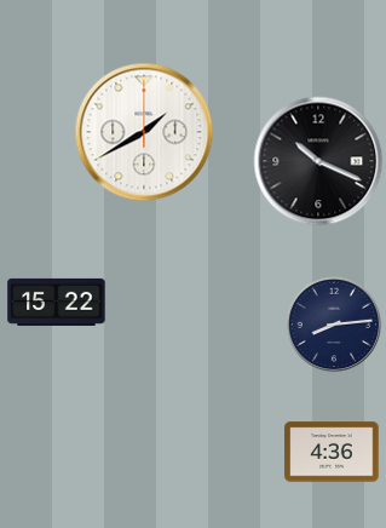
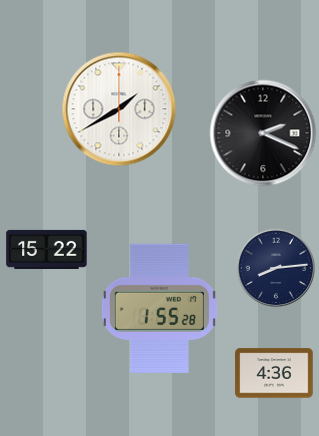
clock at (318, 161): 10:19 -> 2:19
clock at (159, 308): none -> 1:55
